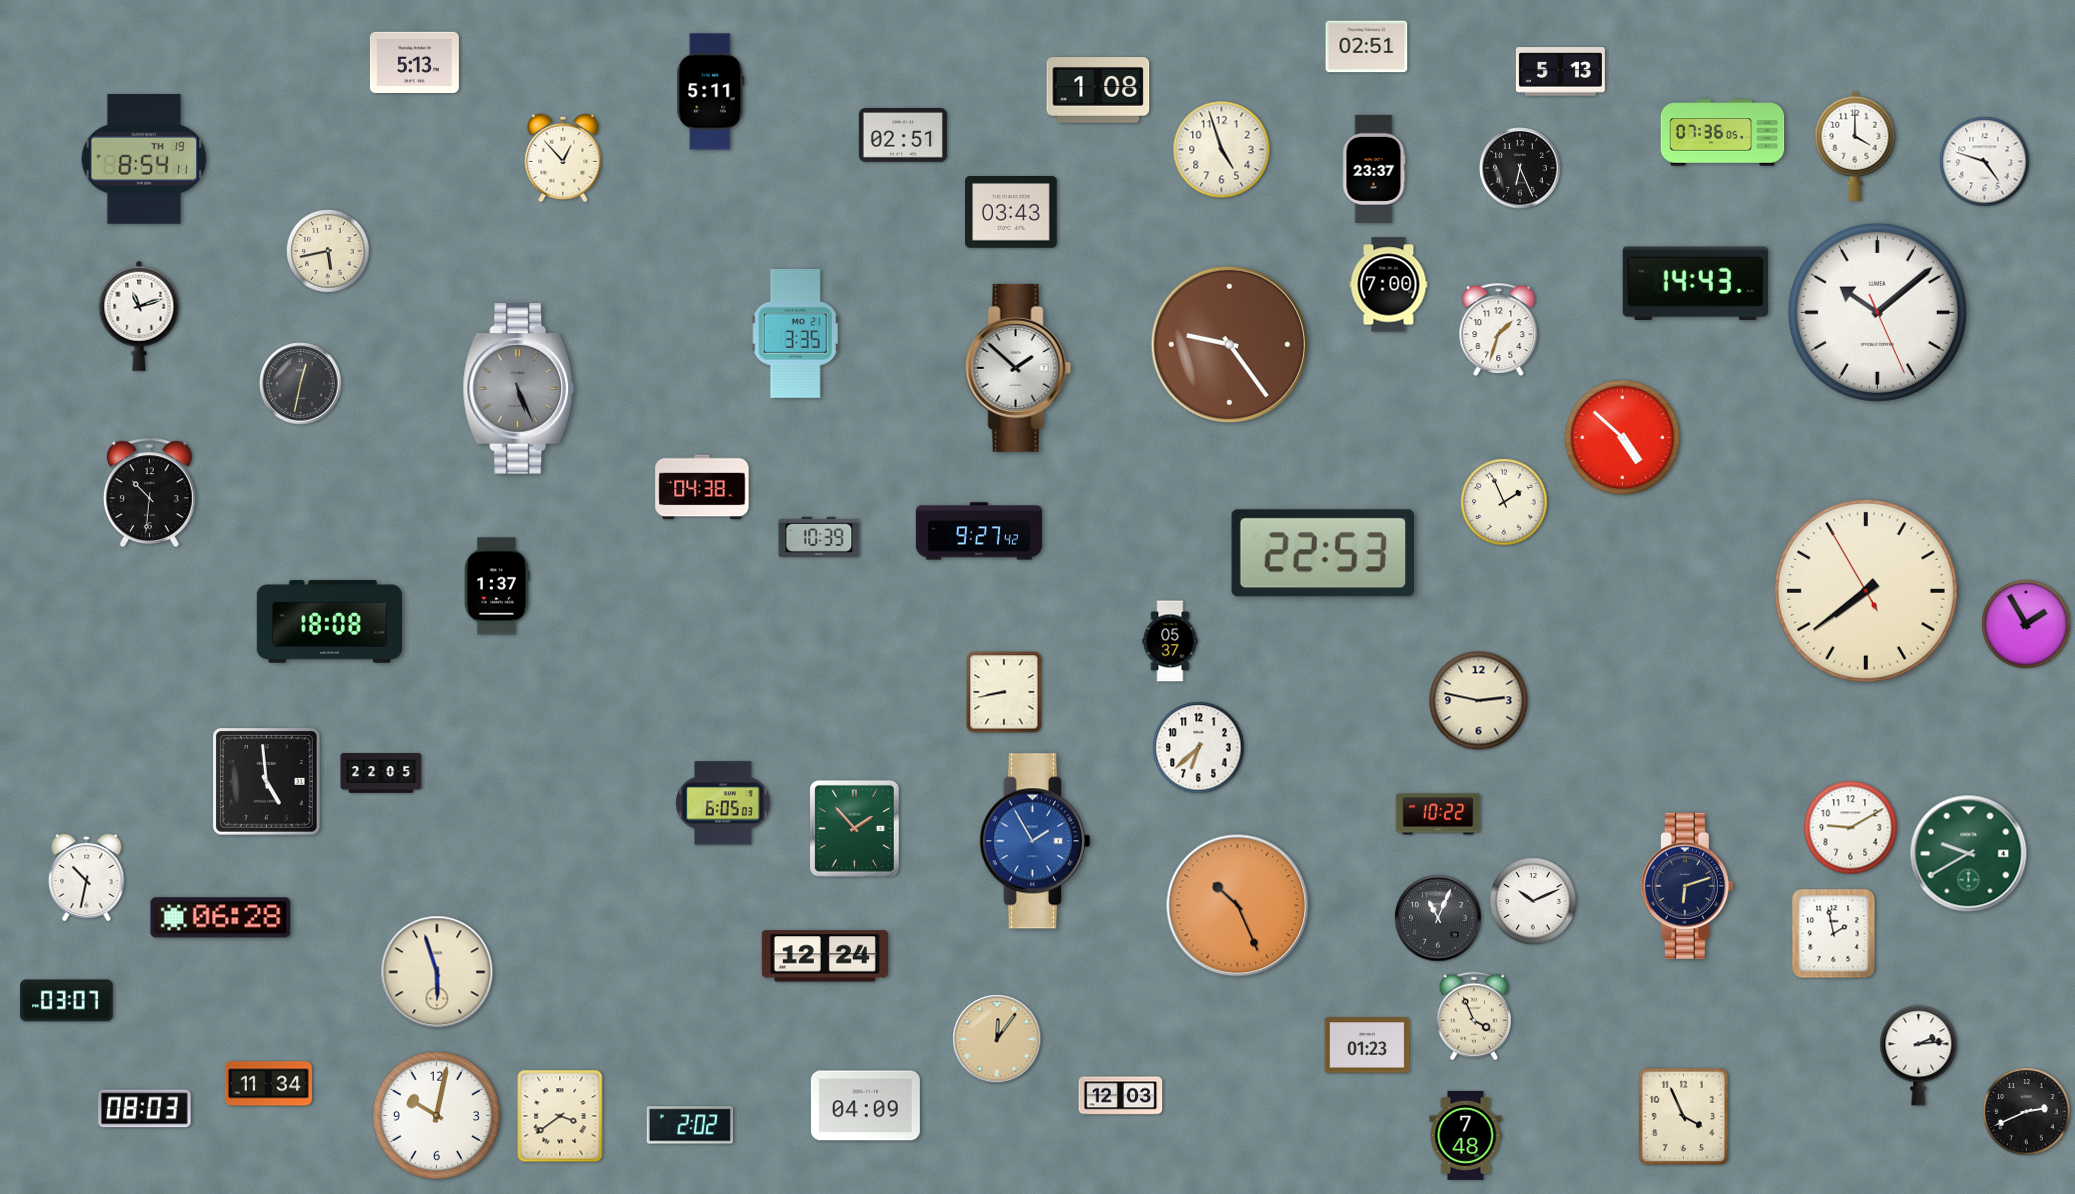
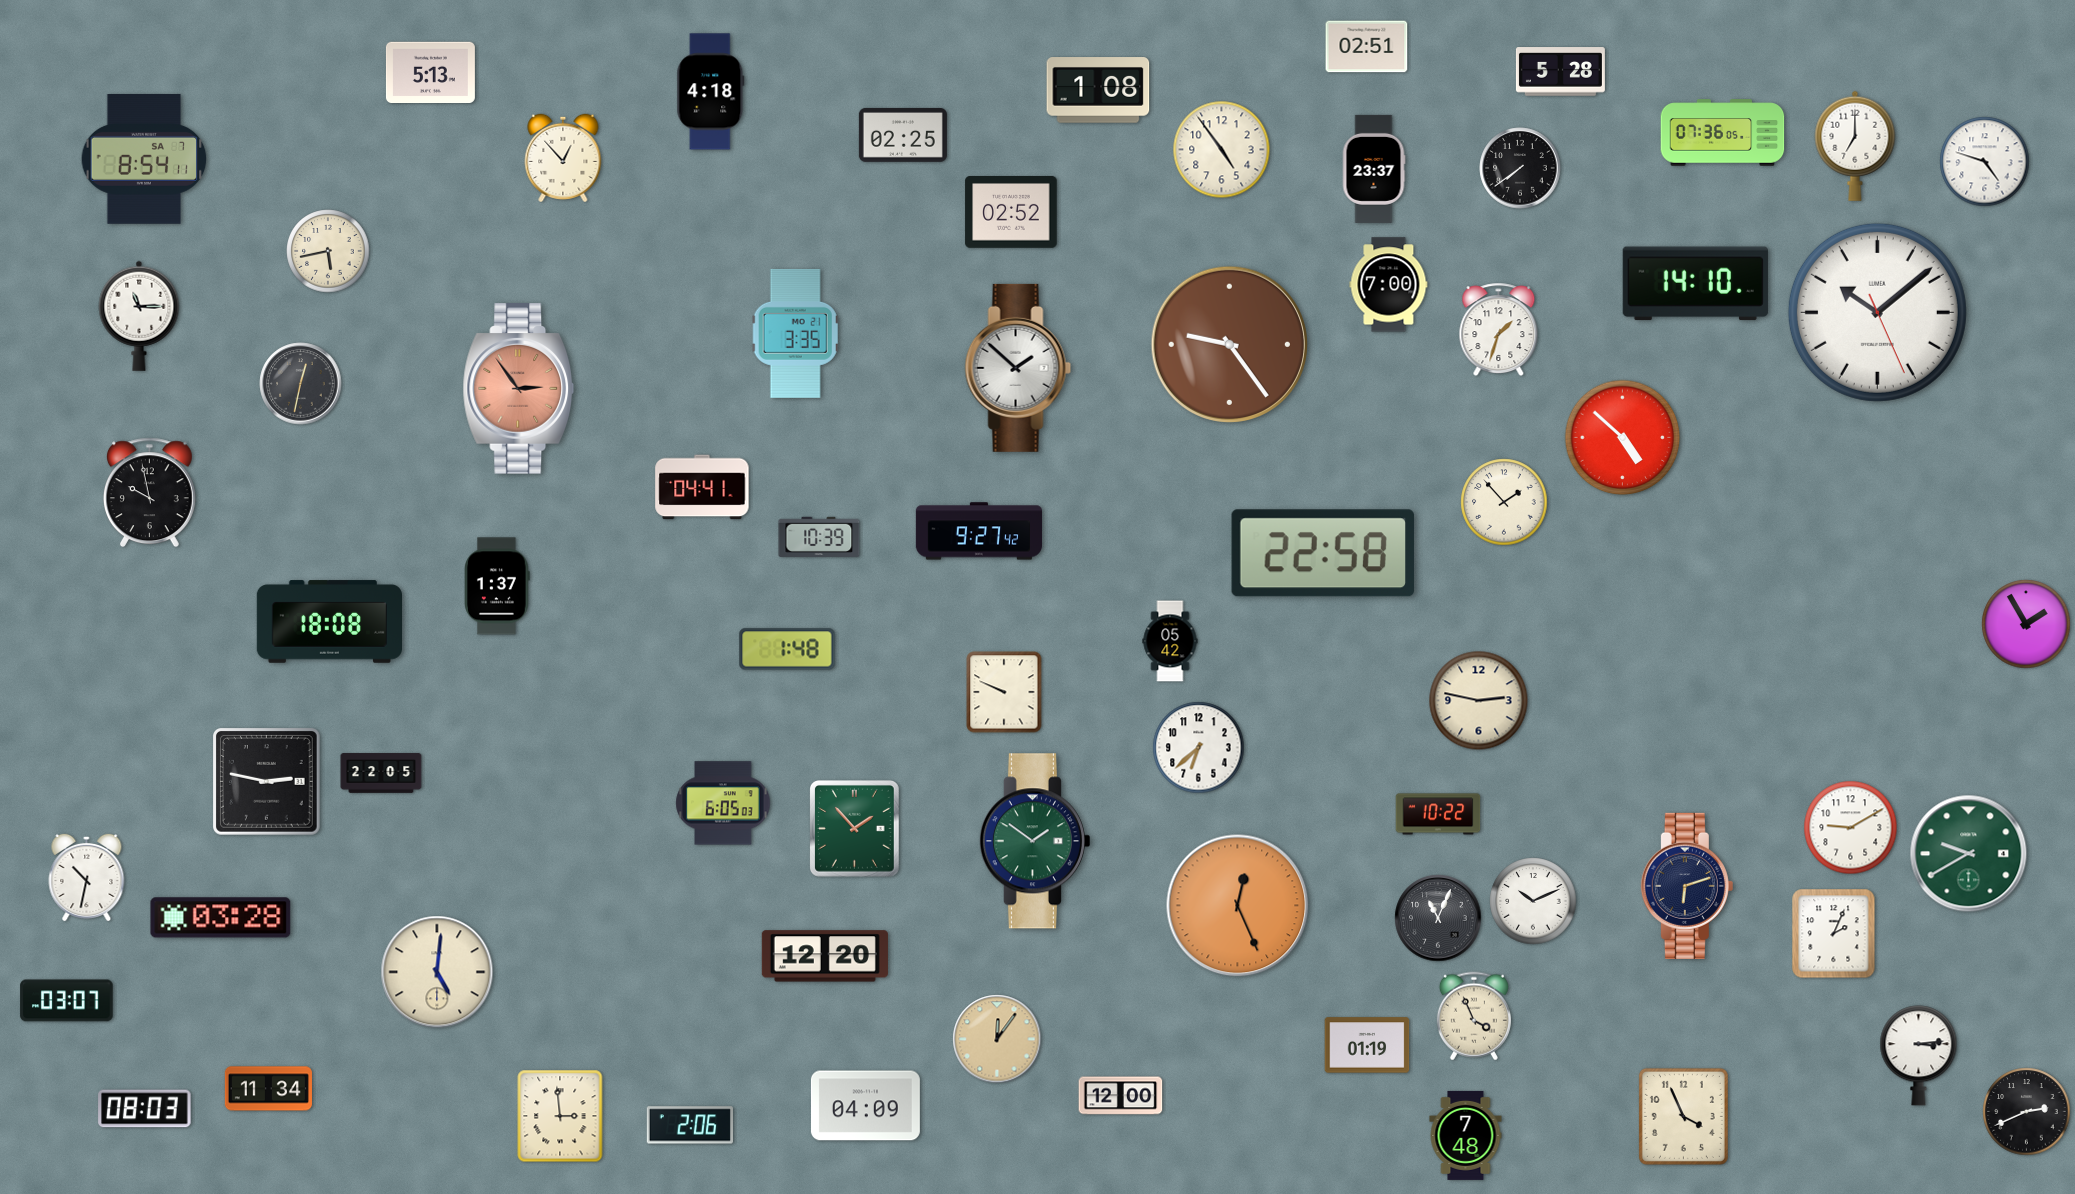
clock at (414, 62) position: (414, 62) -> (430, 72)
clock at (1560, 72): 5:13 -> 5:28
clock at (711, 92): 5:11 -> 4:18
clock at (903, 135): 02:51 -> 02:25
clock at (1855, 146): 4:00 -> 7:00
clock at (1222, 150): 4:57 -> 4:54
clock at (144, 159) date: TH 19 -> SA 7
clock at (1520, 168): 6:26 -> 7:39
clock at (1011, 213): 03:43 -> 02:52
clock at (1695, 284): 14:43 -> 14:10
clock at (139, 316): 11:12 -> 11:15
clock at (519, 389): 5:26 -> 2:54
clock at (519, 389) dial: grey -> salmon
clock at (702, 487): 04:38 -> 04:41
clock at (149, 493): 10:31 -> 9:58
clock at (1504, 502): 1:56 -> 1:53
clock at (1323, 553): 22:53 -> 22:58
clock at (1866, 591): 7:38 -> none
clock at (1170, 641): 05:37 -> 05:42
clock at (787, 649): none -> 1:48
clock at (1004, 692): 8:43 -> 9:49
clock at (267, 782): 4:59 -> 2:47
clock at (1034, 841): 1:55 -> 1:51
clock at (1034, 841) dial: blue -> green
clock at (1238, 906): 10:26 -> 12:26
clock at (221, 918): 06:28 -> 03:28
clock at (1834, 934): 1:58 -> 2:04
clock at (825, 956): 12:24 -> 12:20
clock at (437, 972): 5:57 -> 5:01
clock at (1367, 1045): 01:23 -> 01:19
clock at (1919, 1056): 2:14 -> 3:14
clock at (268, 1084) position: (268, 1084) -> (268, 1089)
clock at (1121, 1096): 12:03 -> 12:00
clock at (436, 1115): 10:02 -> none
clock at (560, 1116): 3:39 -> 2:59
clock at (689, 1125): 2:02 -> 2:06
